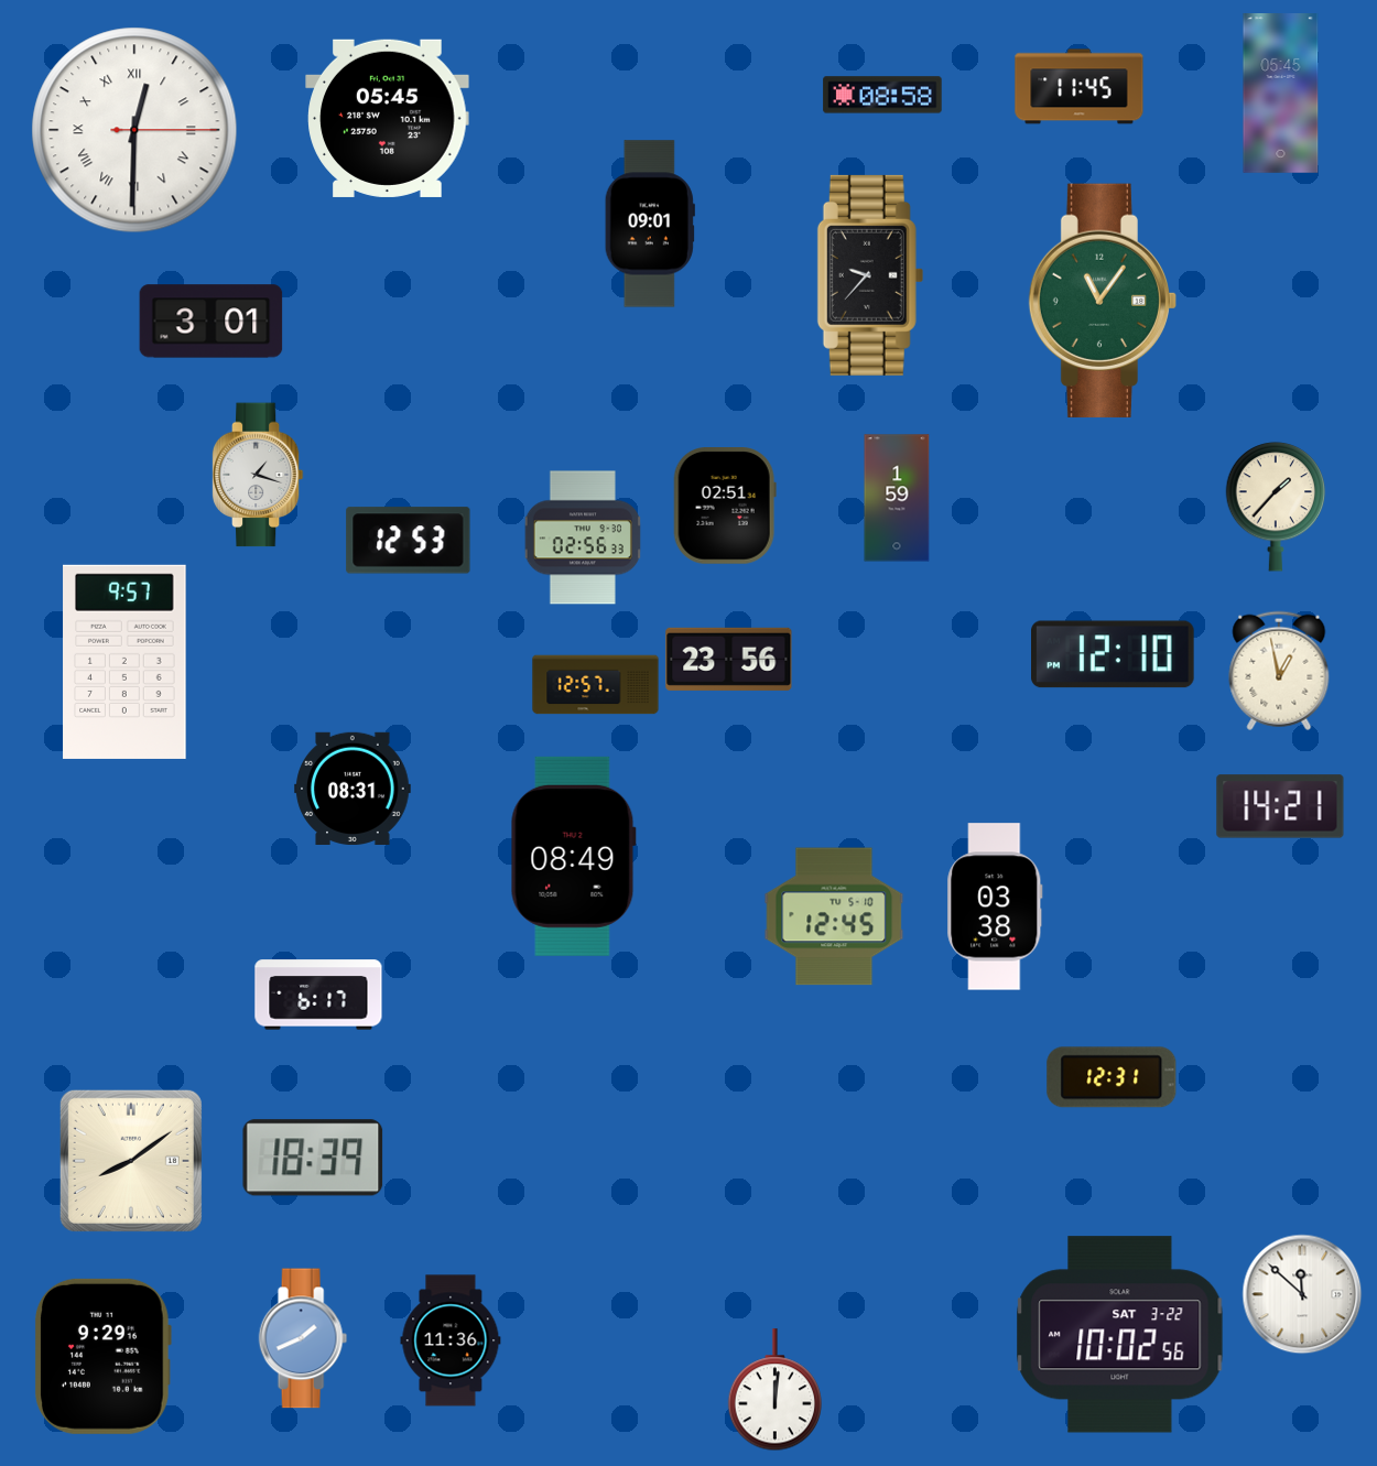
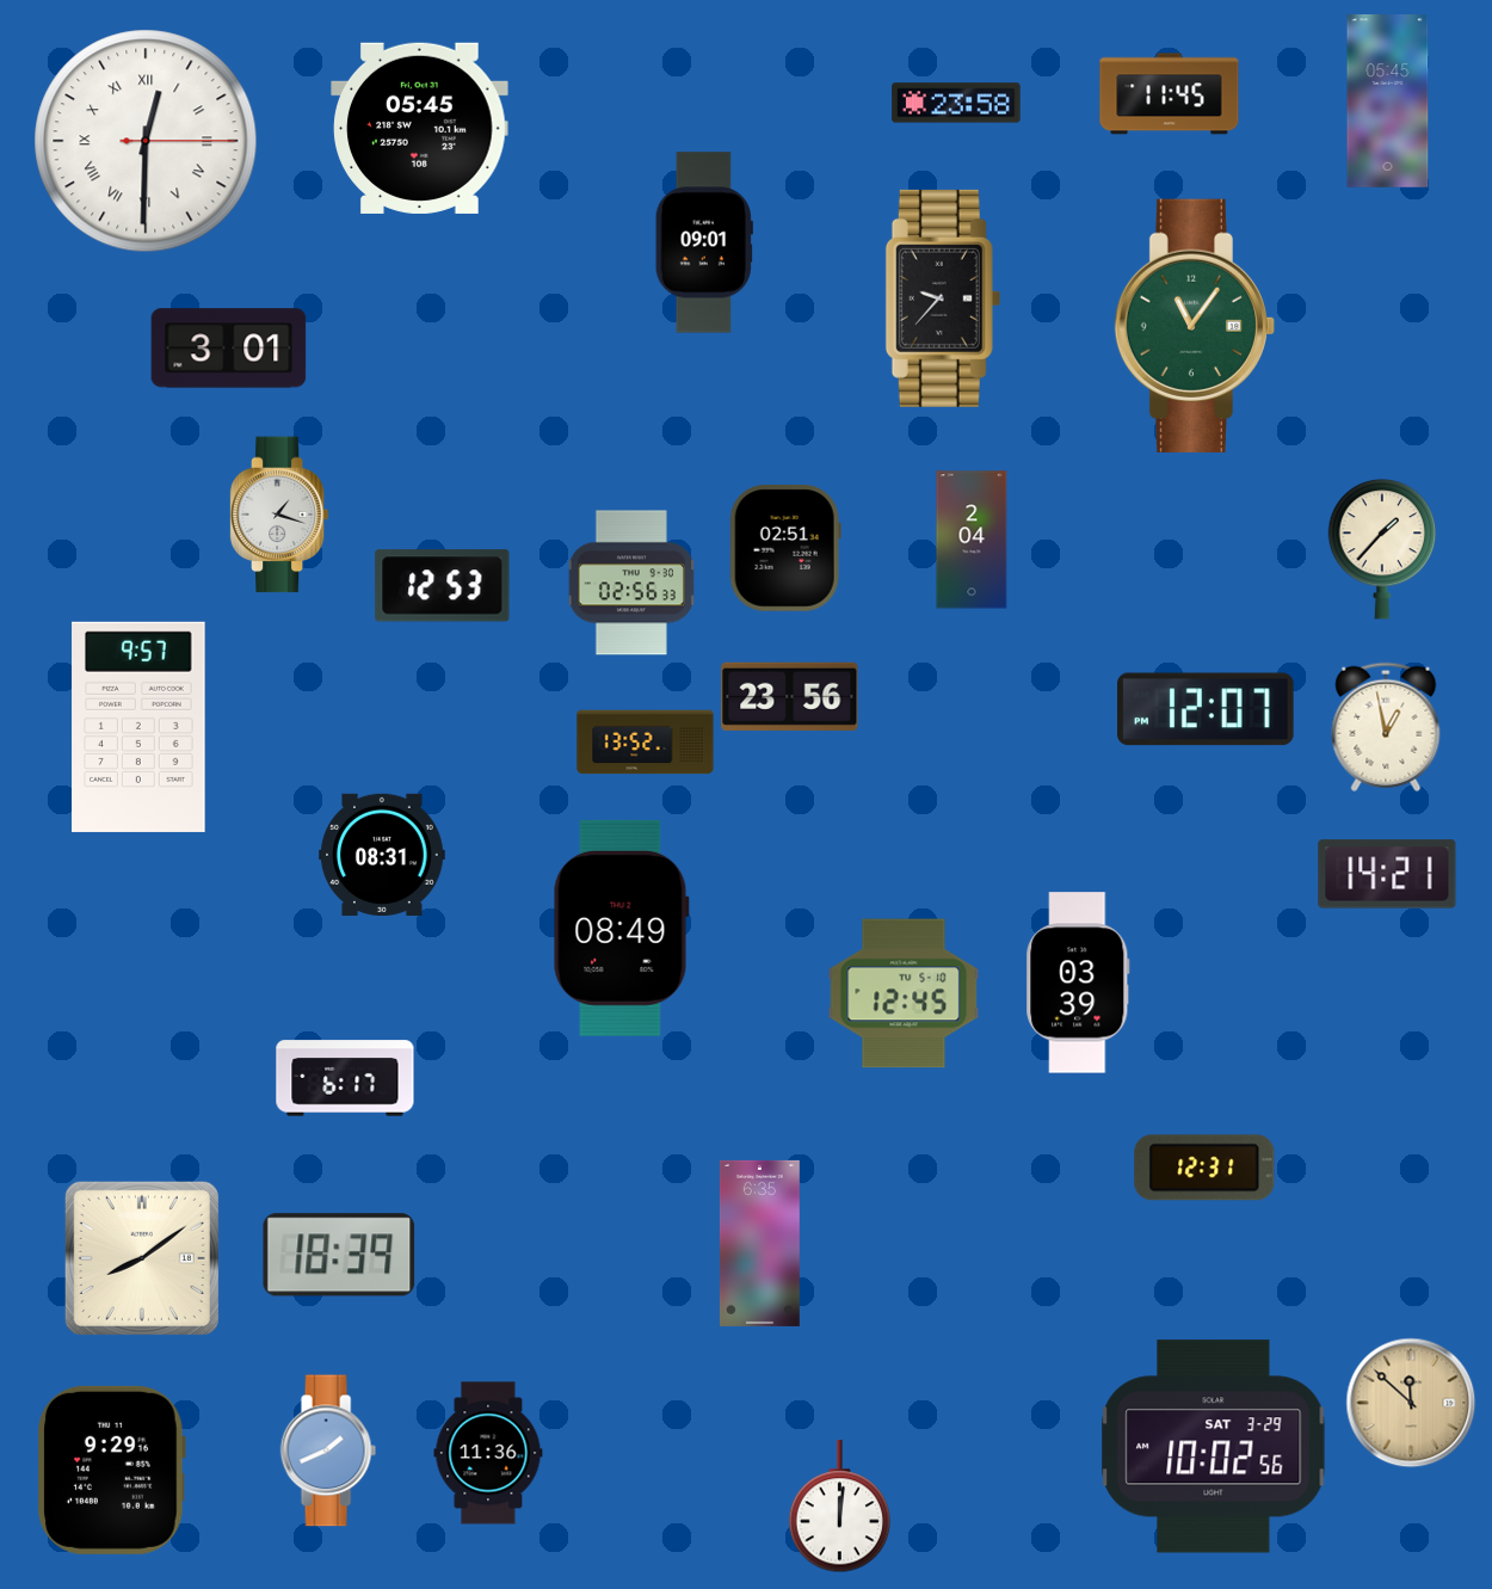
clock at (882, 95): 08:58 -> 23:58
clock at (897, 498): 1:59 -> 2:04
clock at (1113, 654): 12:10 -> 12:07
clock at (729, 659) position: (729, 659) -> (790, 696)
clock at (124, 662) position: (124, 662) -> (138, 727)
clock at (596, 685): 12:57 -> 13:52
clock at (995, 906): 03:38 -> 03:39
clock at (759, 1243): none -> 6:35
clock at (1302, 1294) dial: white -> champagne
clock at (1120, 1335) date: SAT 3-22 -> SAT 3-29
